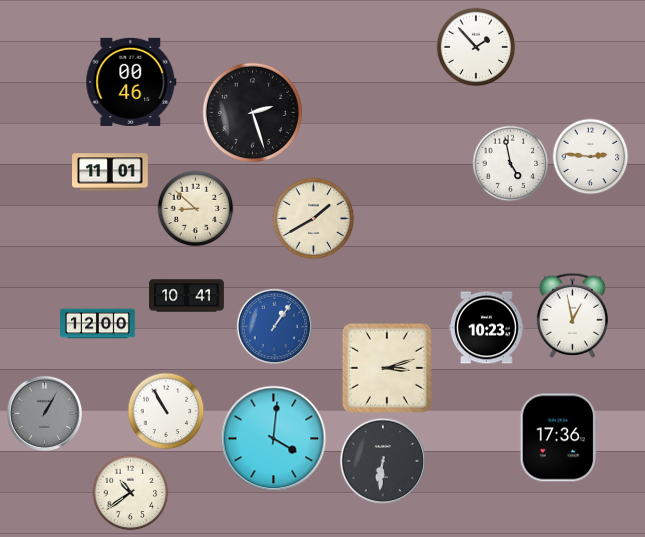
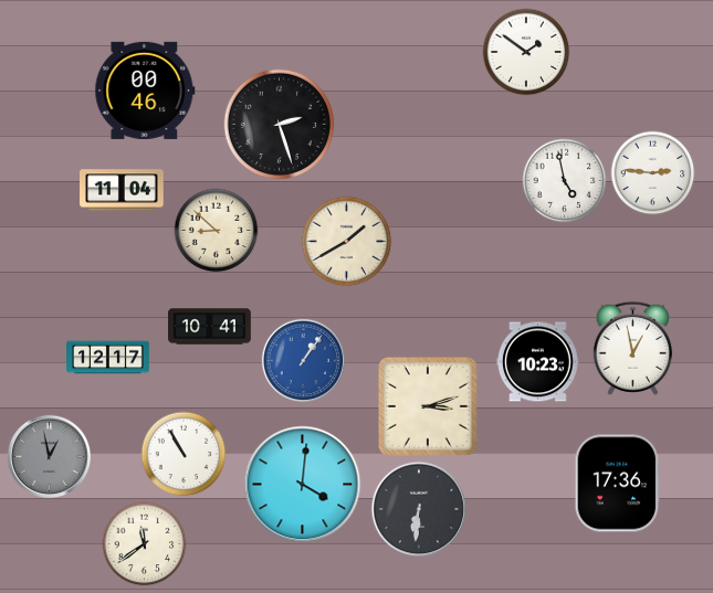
clock at (476, 47): 1:53 -> 1:51
clock at (110, 172): 11:01 -> 11:04
clock at (187, 296) position: (187, 296) -> (210, 327)
clock at (98, 324): 12:00 -> 12:17
clock at (44, 413): 1:05 -> 12:58
clock at (383, 461) position: (383, 461) -> (419, 509)
clock at (131, 493): 10:39 -> 11:39
